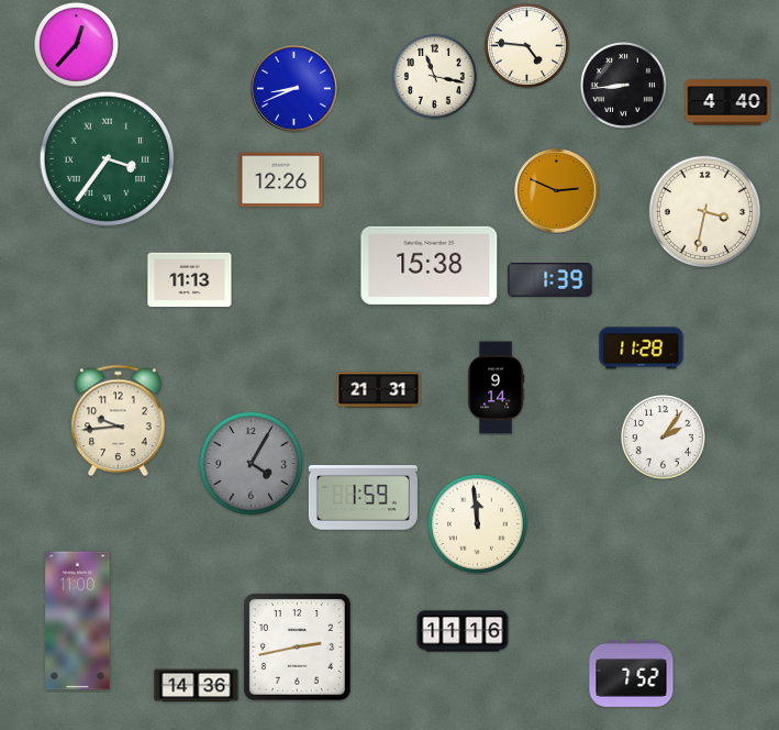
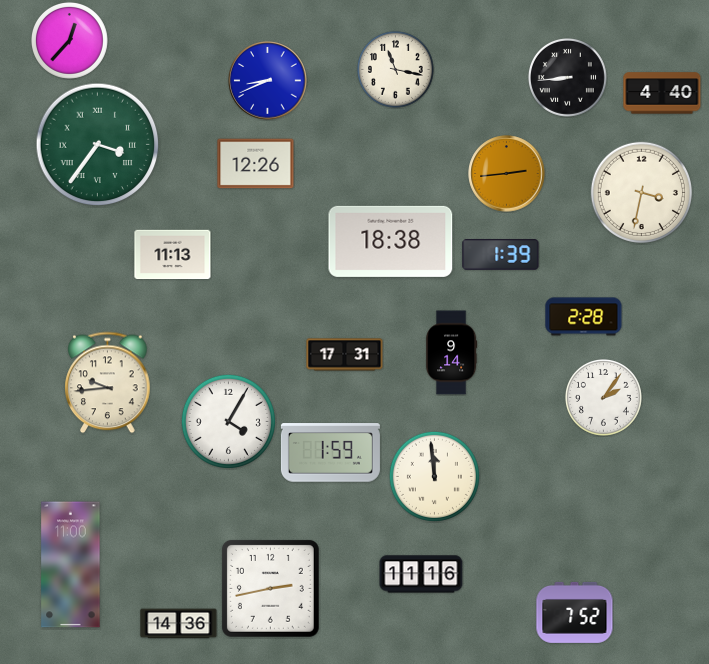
clock at (526, 45): 4:46 -> none
clock at (557, 191): 2:49 -> 2:44
clock at (430, 265): 15:38 -> 18:38
clock at (642, 349): 11:28 -> 2:28
clock at (379, 390): 21:31 -> 17:31
clock at (251, 463) dial: grey -> white
